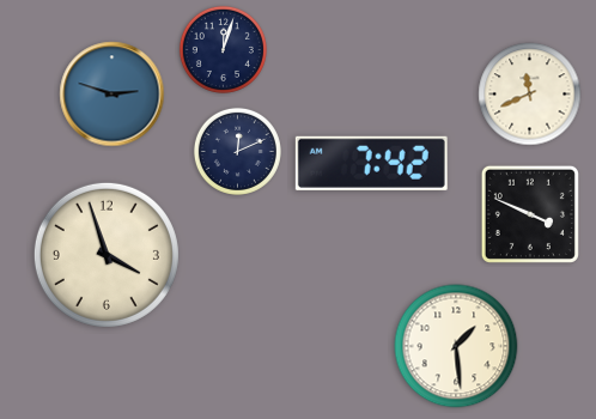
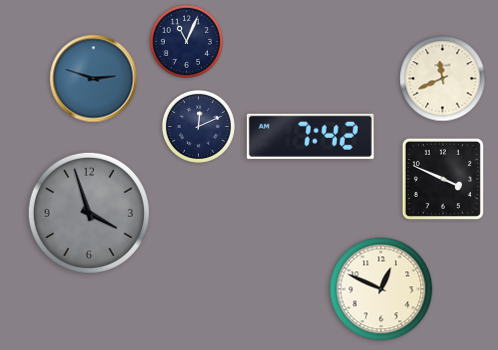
clock at (223, 49): 12:03 -> 11:04
clock at (107, 255) dial: cream -> grey
clock at (456, 346): 1:29 -> 12:49
